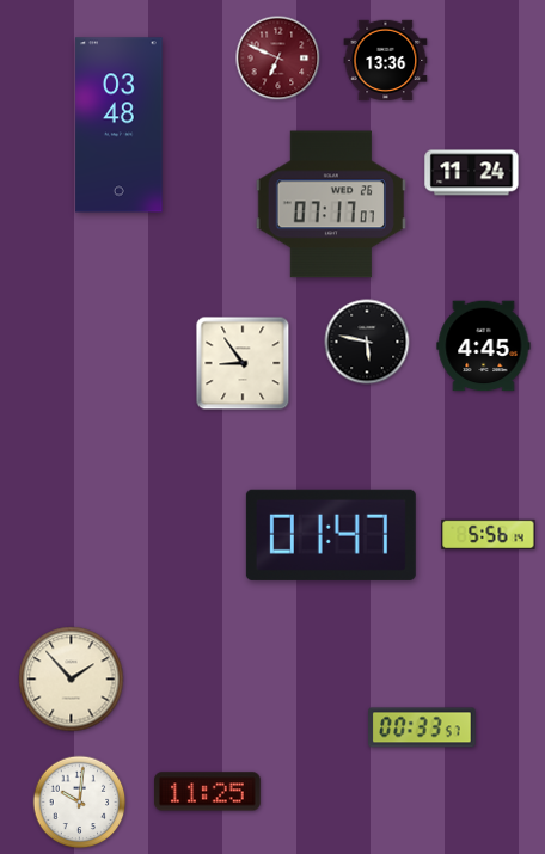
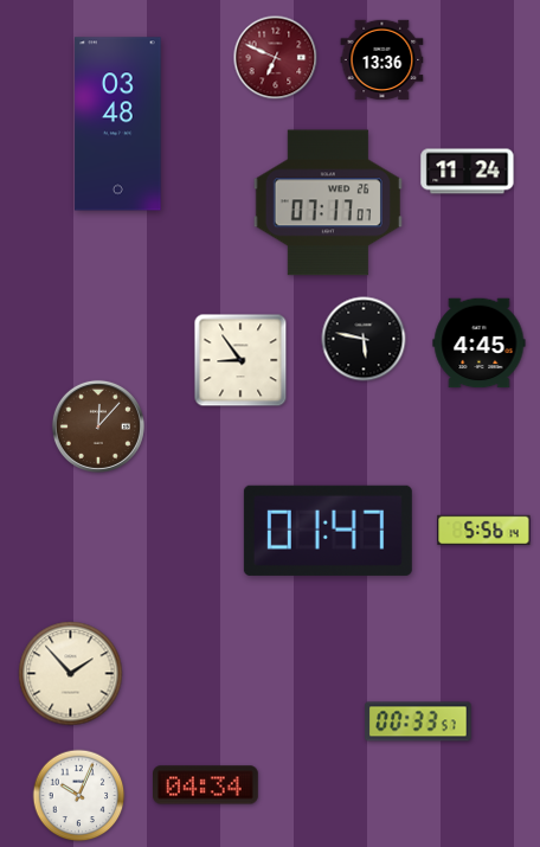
clock at (98, 426): none -> 12:07
clock at (208, 792): 11:25 -> 04:34
clock at (80, 803): 10:01 -> 10:04
